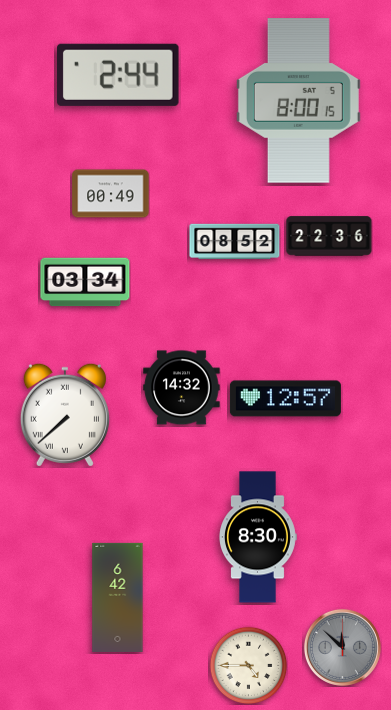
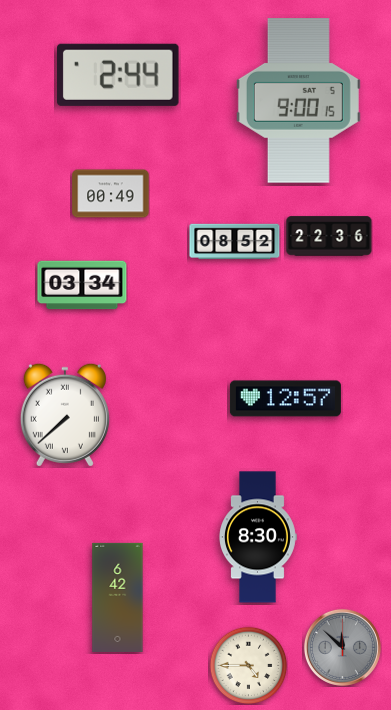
clock at (298, 101): 8:00 -> 9:00
clock at (85, 282) position: (85, 282) -> (82, 285)
clock at (182, 388): 14:32 -> none
